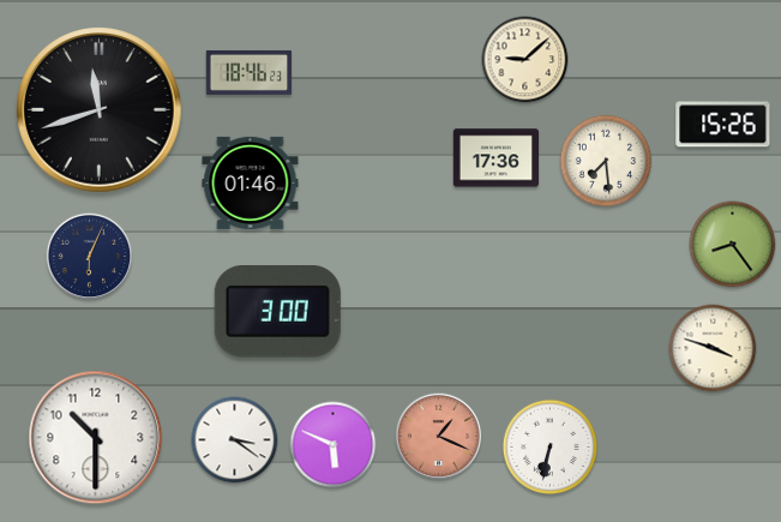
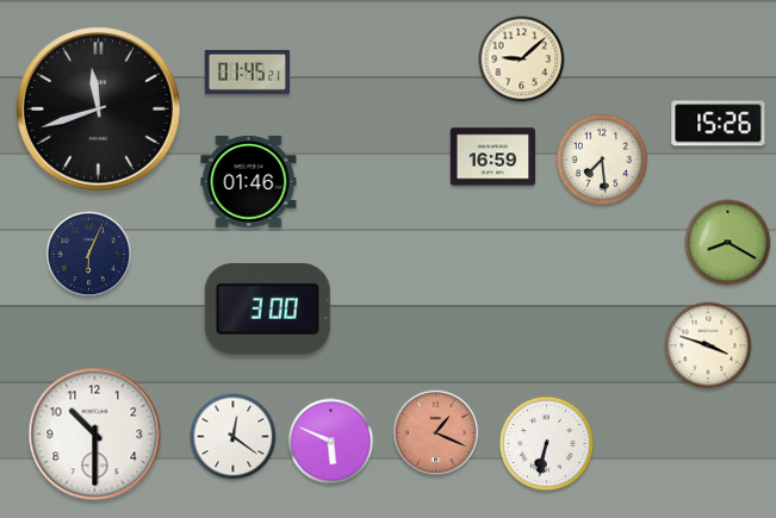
clock at (250, 72): 18:46 -> 01:45
clock at (497, 158): 17:36 -> 16:59
clock at (733, 245): 8:24 -> 8:20
clock at (277, 312) position: (277, 312) -> (267, 310)
clock at (235, 440): 3:21 -> 12:21
